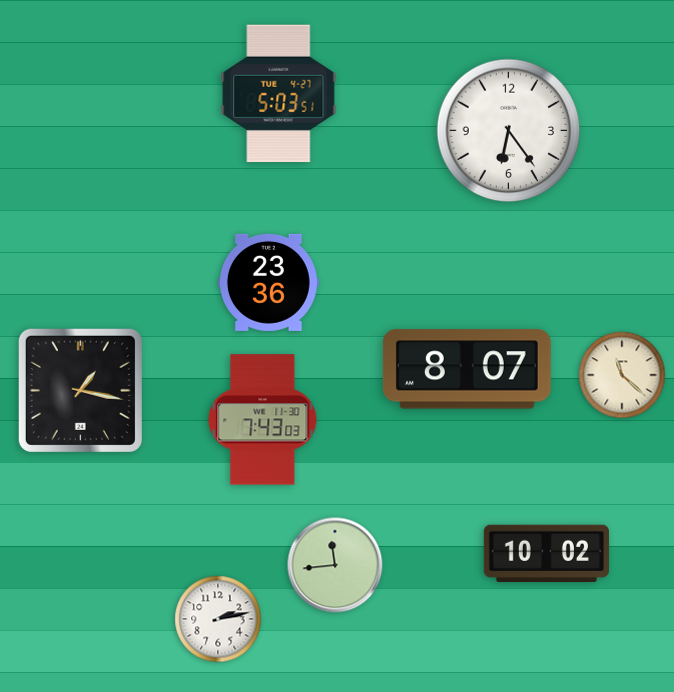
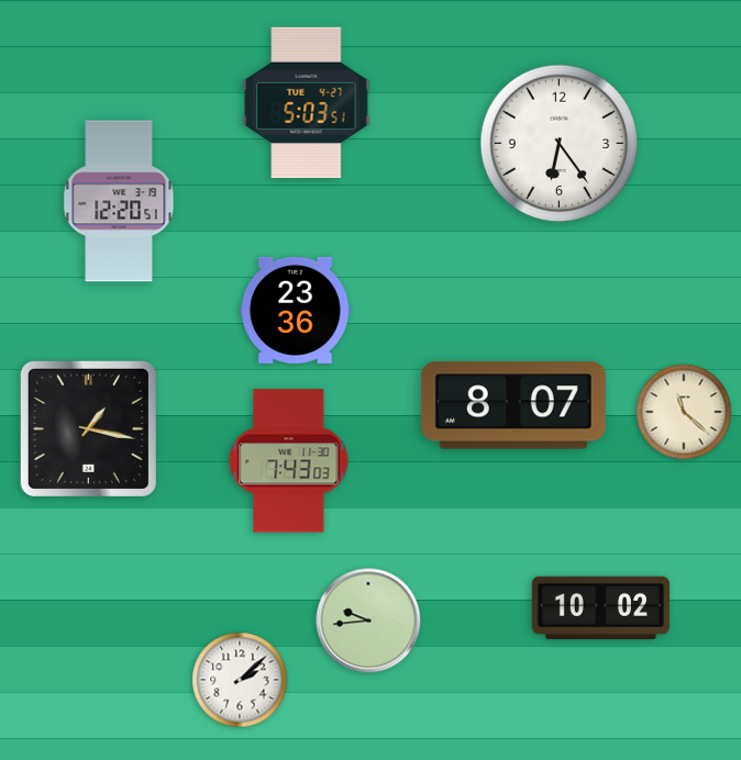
clock at (119, 201): none -> 12:20
clock at (335, 565): 11:44 -> 9:44
clock at (218, 619): 2:13 -> 2:08
